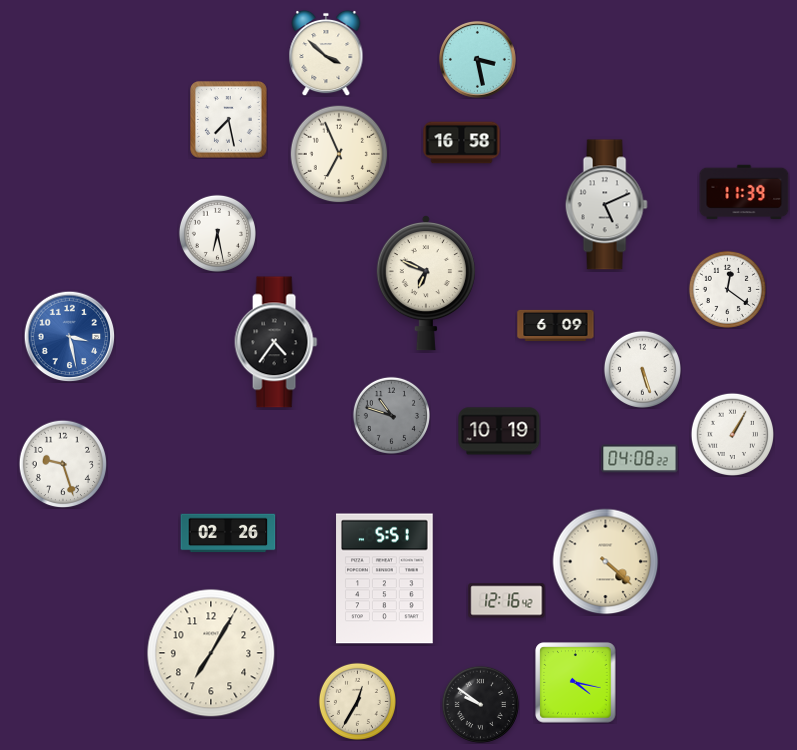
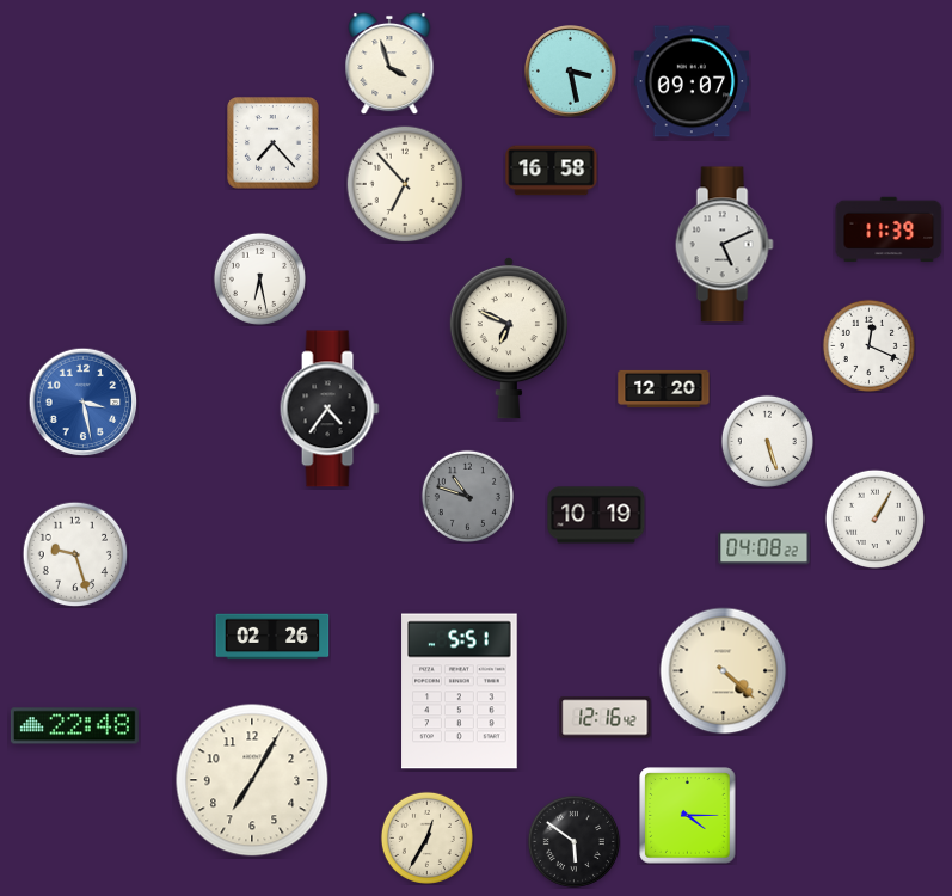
clock at (326, 53): 3:52 -> 3:57
clock at (692, 81): none -> 09:07
clock at (229, 120): 7:28 -> 7:23
clock at (339, 154): 6:56 -> 6:53
clock at (727, 289): 12:21 -> 12:19
clock at (556, 325): 6:09 -> 12:20
clock at (74, 726): none -> 22:48
clock at (576, 683): 4:17 -> 4:15
clock at (480, 704): 9:51 -> 5:51
